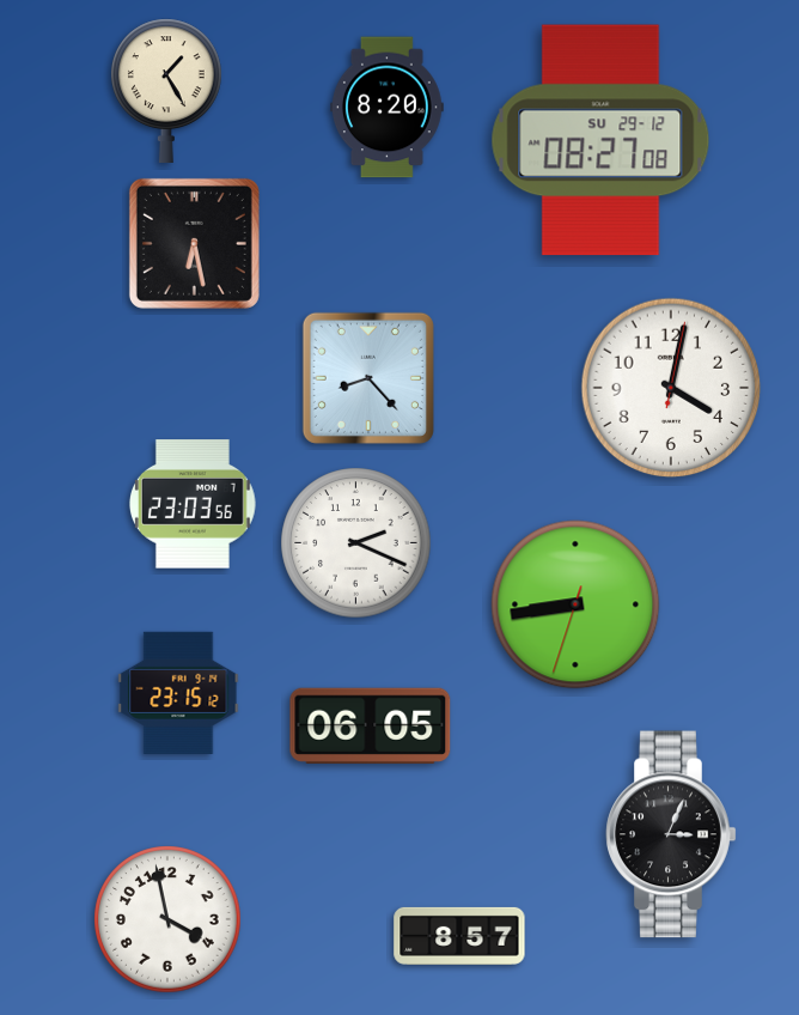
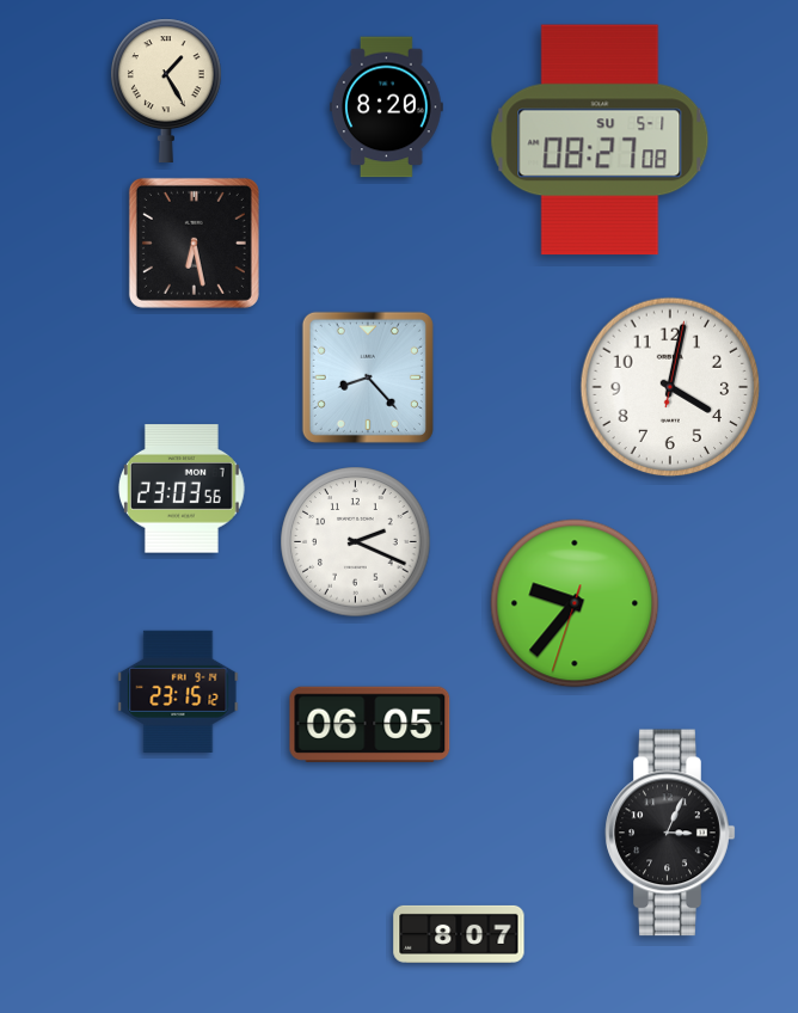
clock at (600, 140) date: SU 29-12 -> SU 5-1
clock at (193, 504) position: (193, 504) -> (182, 489)
clock at (575, 604): 8:43 -> 9:36
clock at (167, 919): 3:58 -> none
clock at (459, 936): 8:57 -> 8:07
